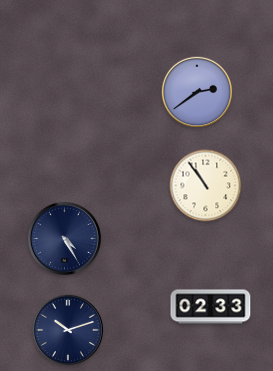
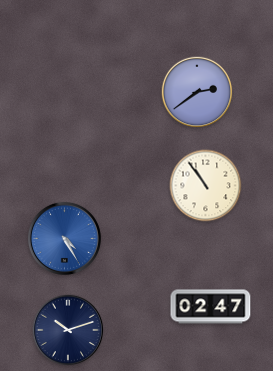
clock at (64, 238) dial: navy -> blue
clock at (211, 307): 02:33 -> 02:47
